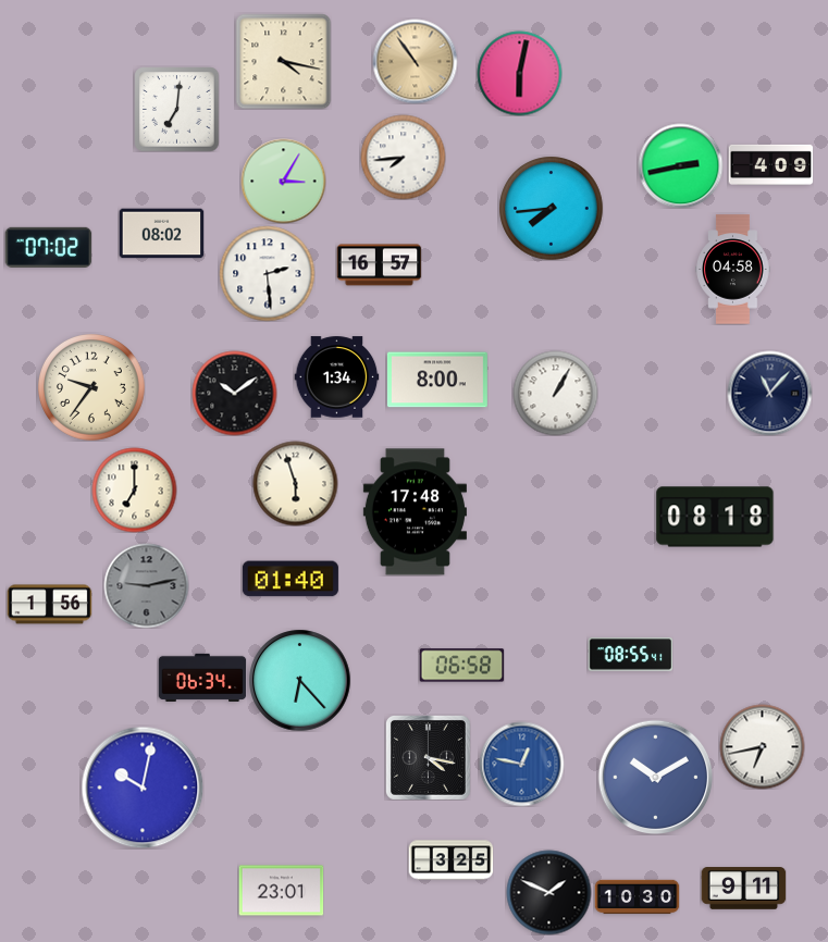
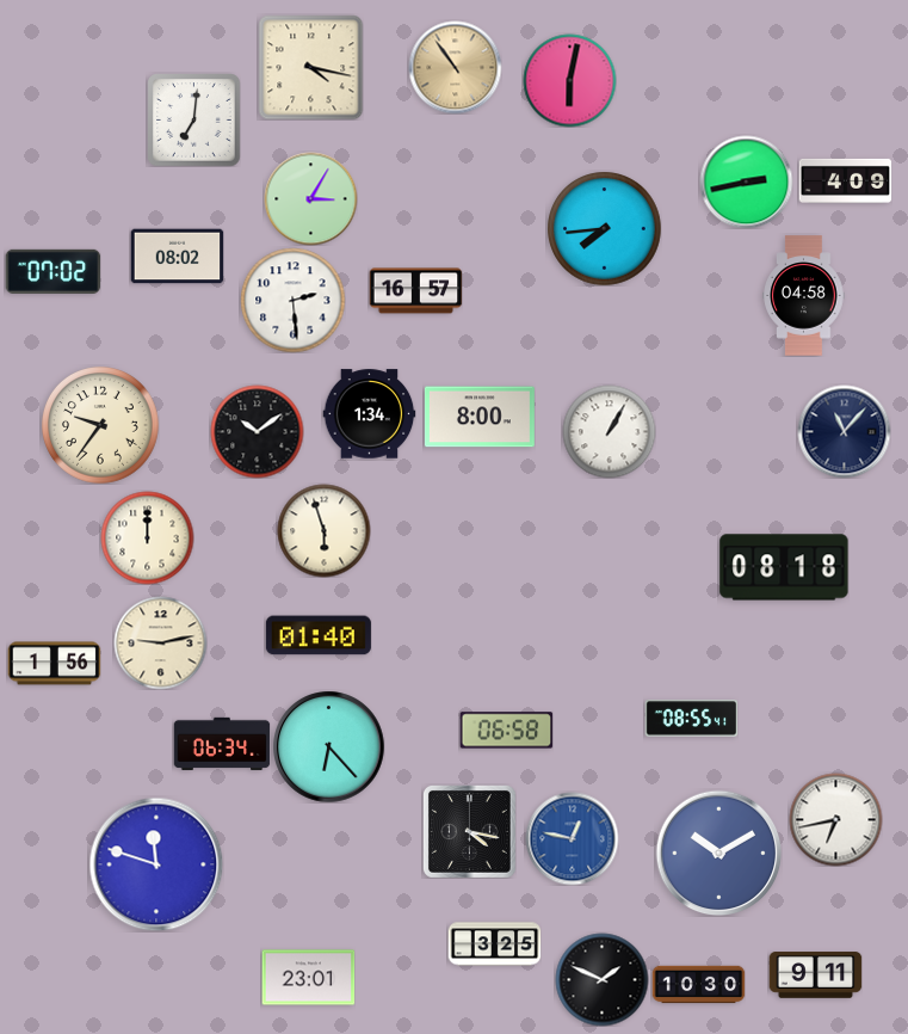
clock at (403, 157): 7:44 -> none
clock at (134, 489): 7:00 -> 12:00
clock at (415, 512): 17:48 -> none
clock at (146, 585) dial: grey -> cream
clock at (143, 788): 10:02 -> 11:48
